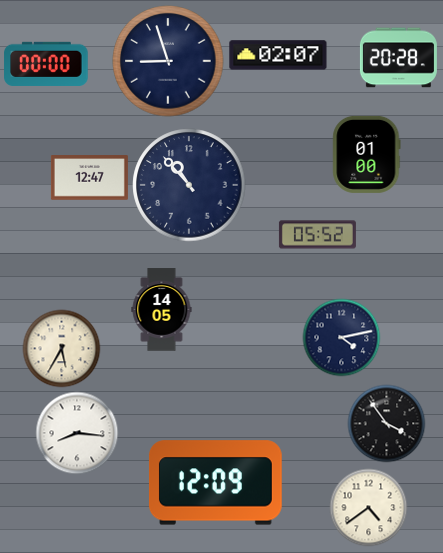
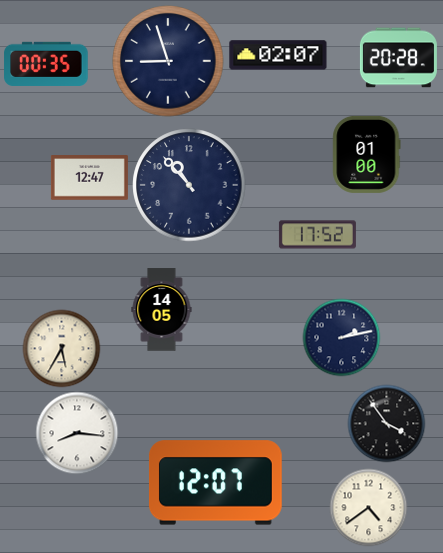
clock at (46, 64): 00:00 -> 00:35
clock at (317, 235): 05:52 -> 17:52
clock at (341, 337): 4:13 -> 2:13
clock at (215, 483): 12:09 -> 12:07
